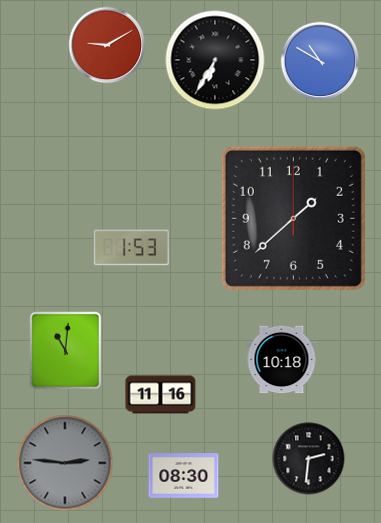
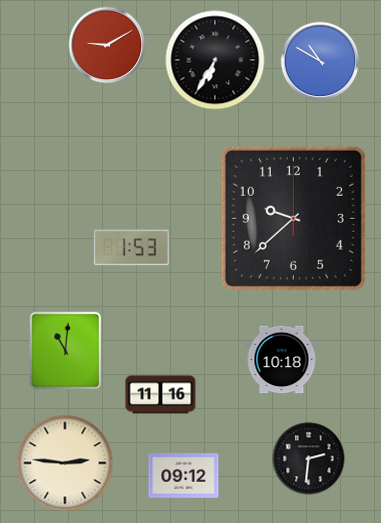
clock at (293, 218): 1:38 -> 9:38
clock at (65, 463) dial: grey -> cream
clock at (184, 476): 08:30 -> 09:12
